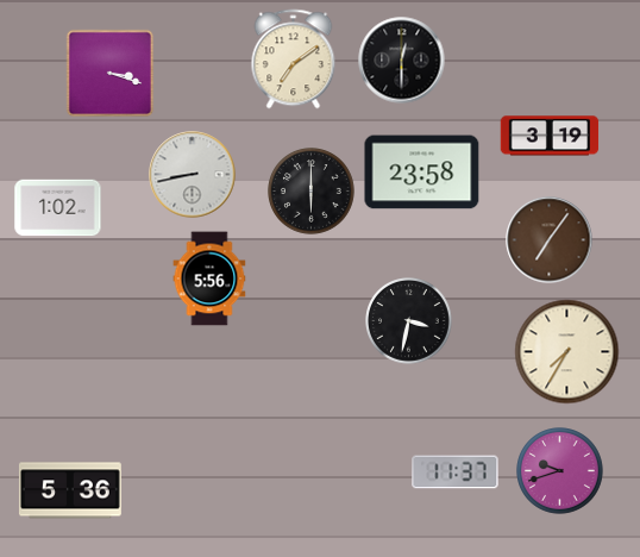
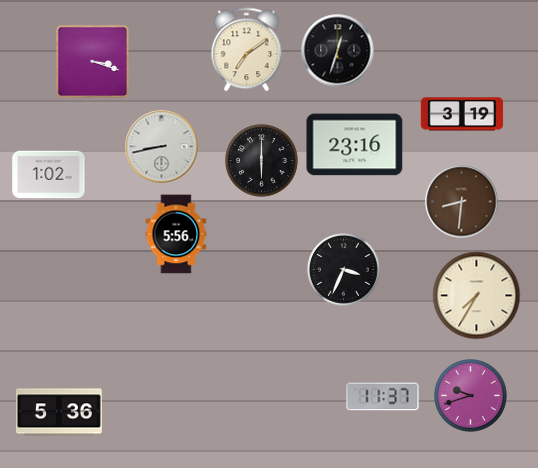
clock at (402, 61): 12:30 -> 12:33
clock at (422, 173): 23:58 -> 23:16
clock at (550, 240): 7:06 -> 8:31
clock at (409, 321): 3:32 -> 3:34
